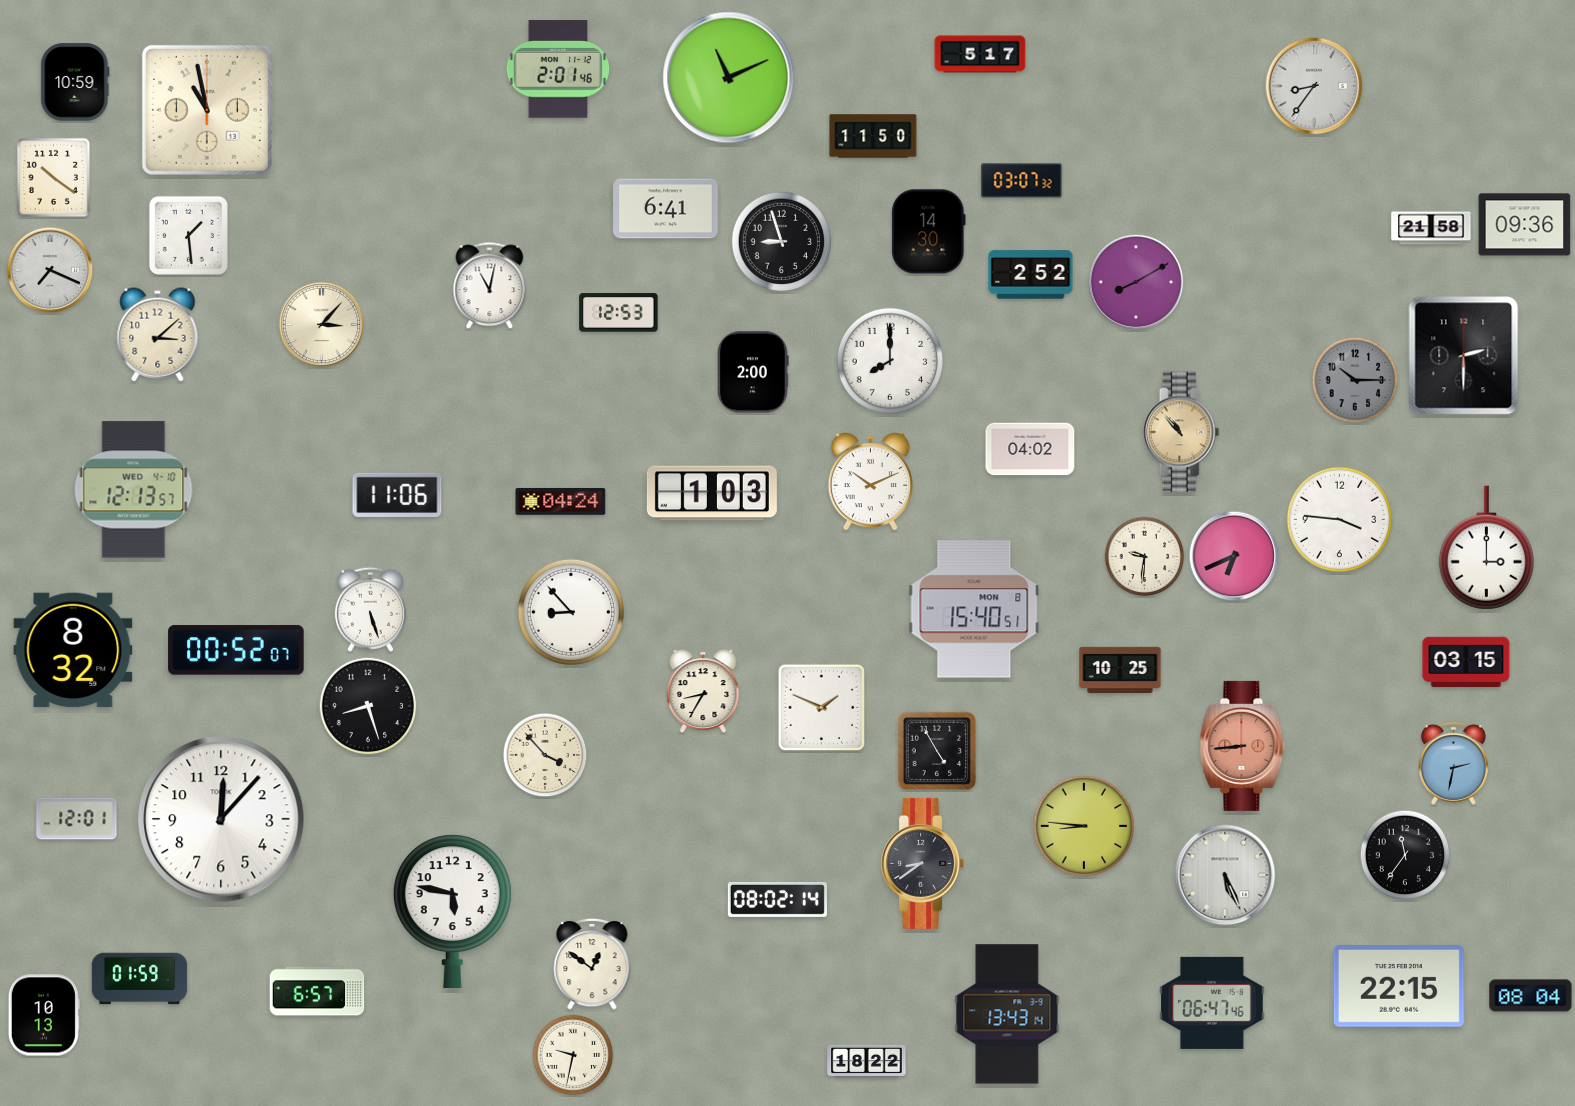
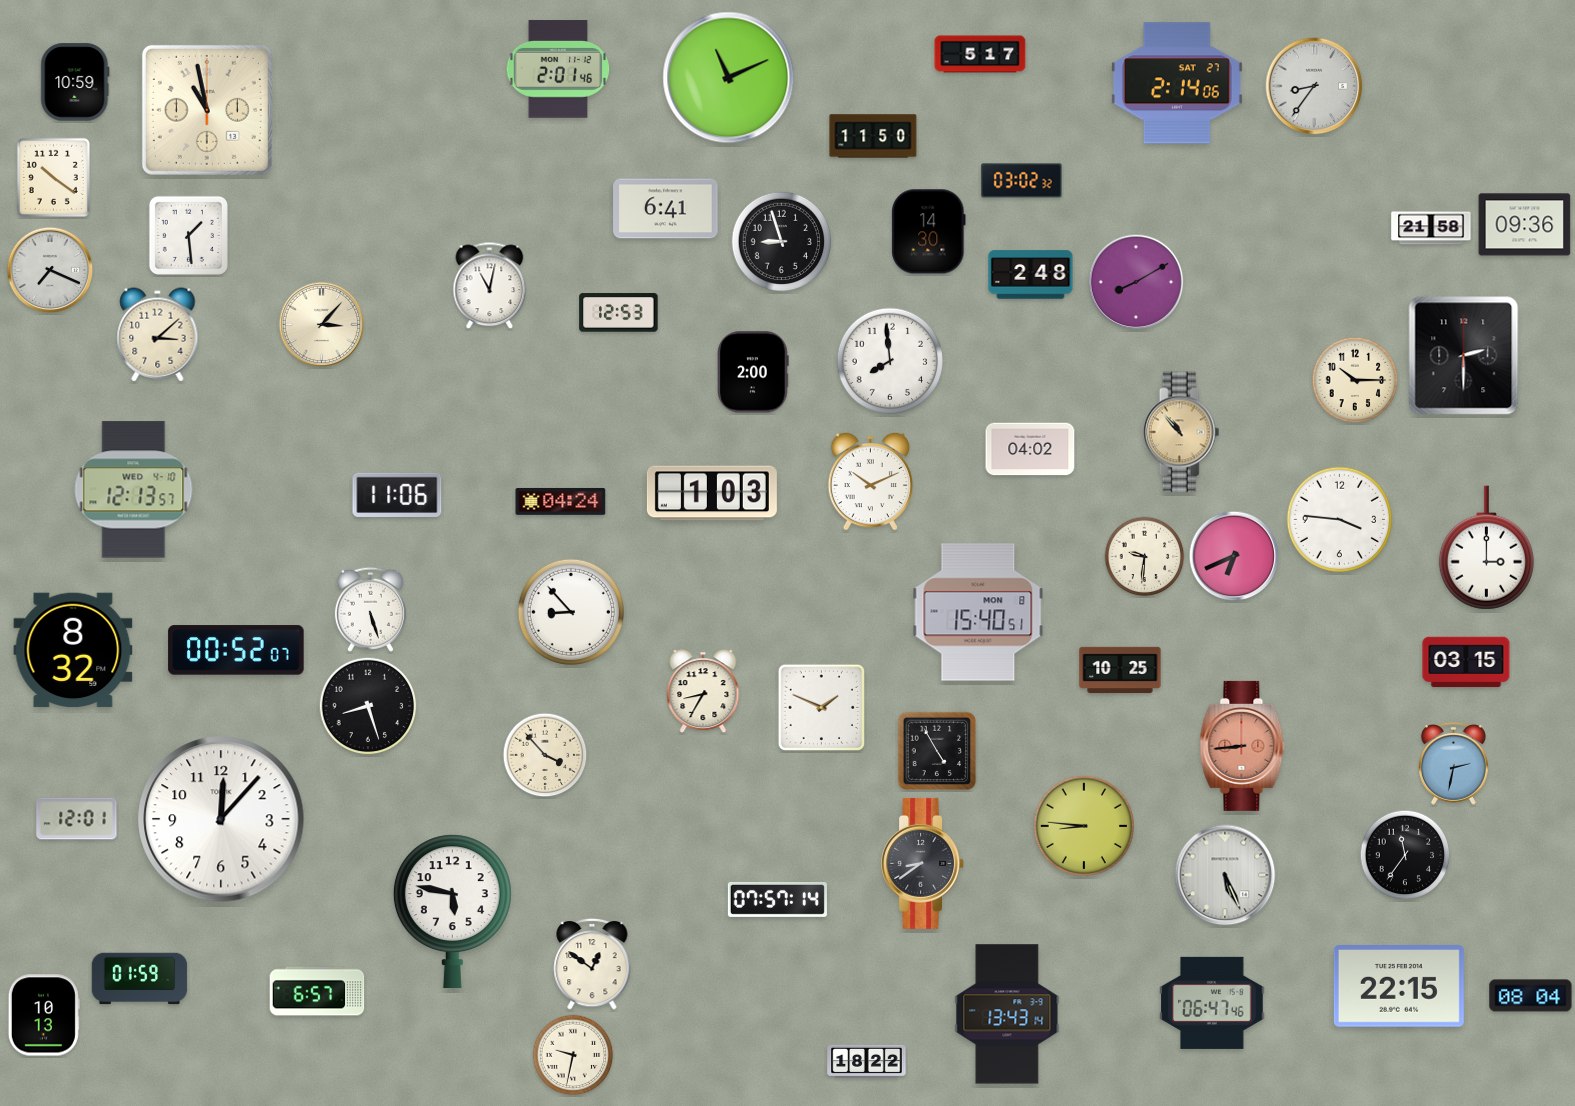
clock at (1177, 83): none -> 2:14
clock at (1022, 181): 03:07 -> 03:02
clock at (1031, 275): 2:52 -> 2:48
clock at (889, 360): 8:00 -> 7:59
clock at (1355, 380) dial: grey -> cream
clock at (974, 609) position: (974, 609) -> (978, 612)
clock at (777, 899): 08:02 -> 07:57
